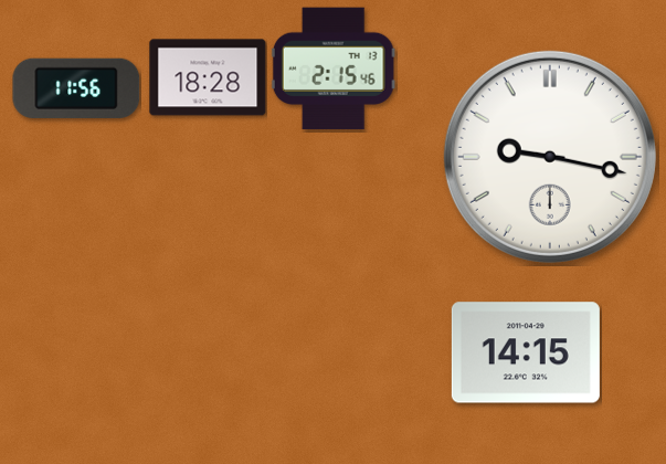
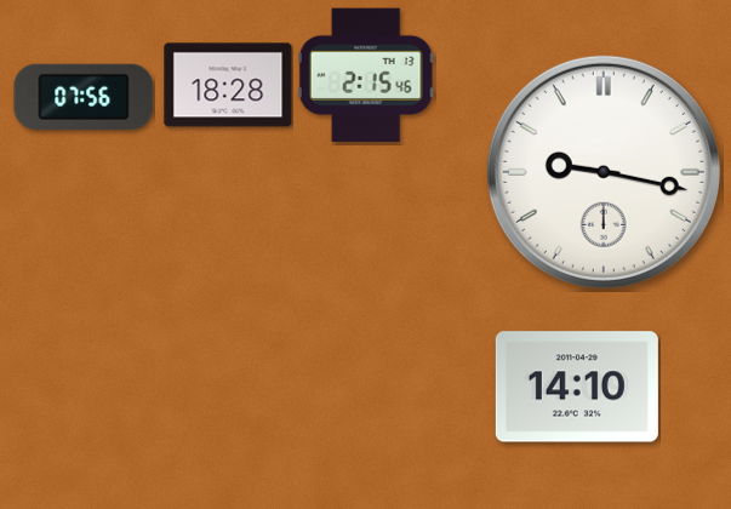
clock at (76, 88): 11:56 -> 07:56
clock at (526, 352): 14:15 -> 14:10
